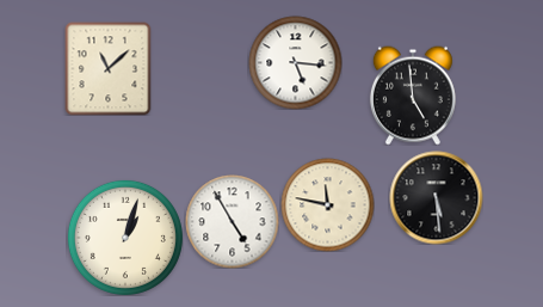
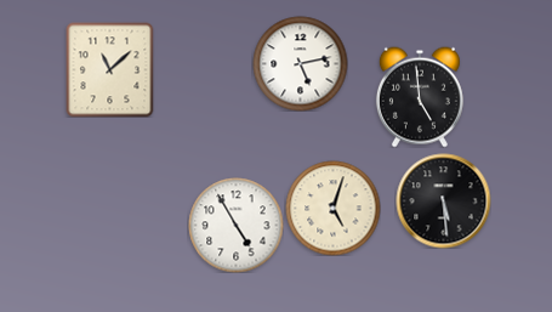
clock at (295, 62): 5:16 -> 5:13
clock at (327, 204): 11:47 -> 5:03
clock at (125, 238): 1:03 -> none
